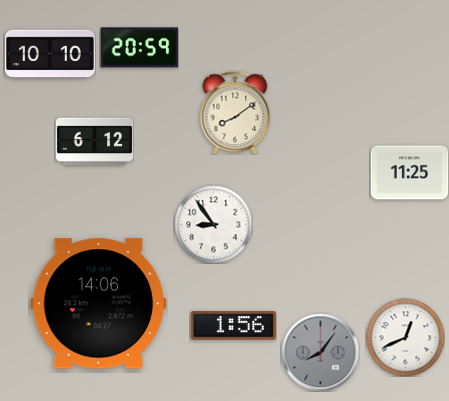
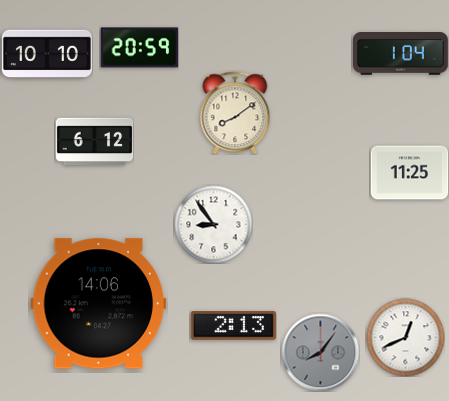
clock at (50, 54) position: (50, 54) -> (47, 54)
clock at (401, 54): none -> 1:04
clock at (233, 326): 1:56 -> 2:13
